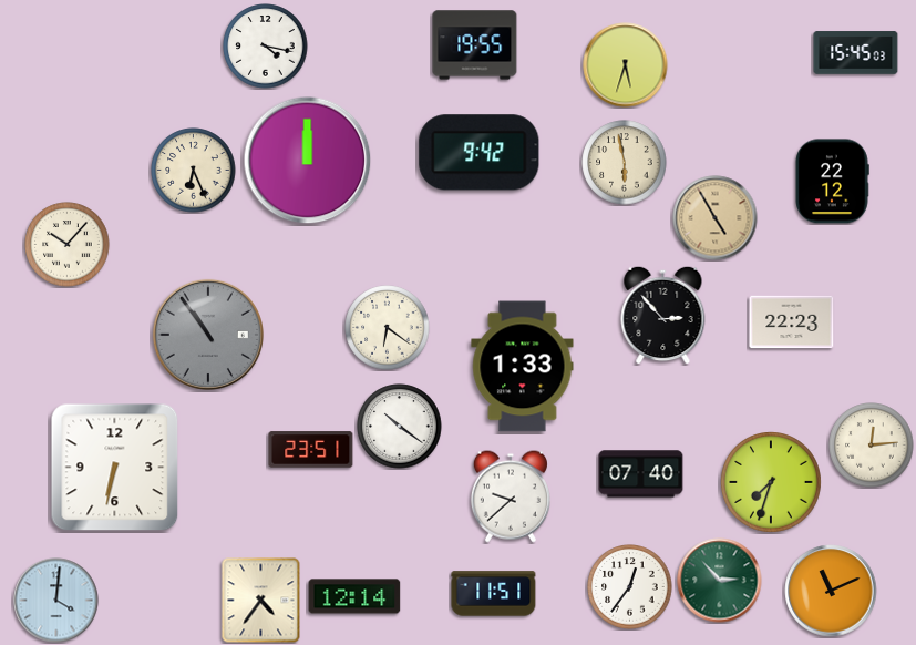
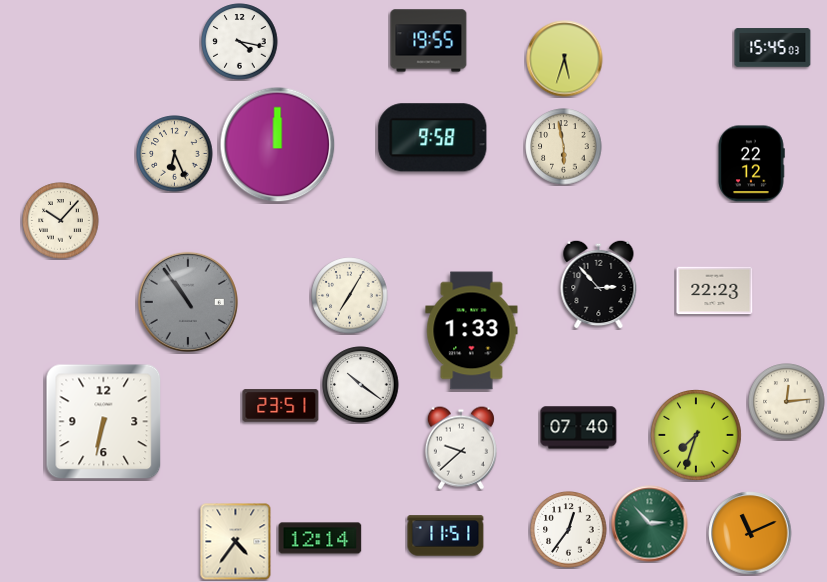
clock at (480, 153): 9:42 -> 9:58
clock at (716, 218): 4:55 -> none
clock at (388, 328): 6:21 -> 7:05
clock at (56, 601): 4:01 -> none
